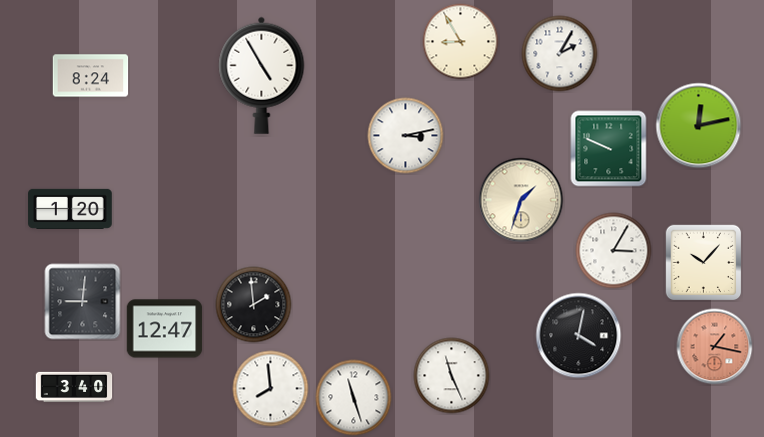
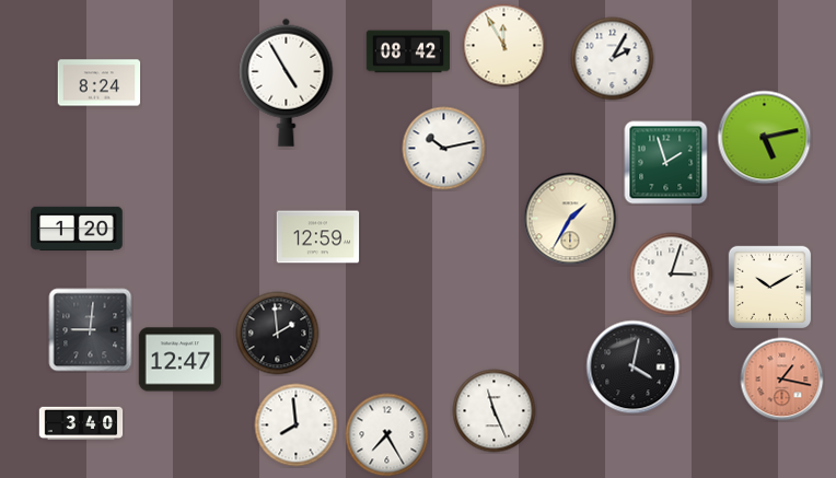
clock at (461, 42): 8:55 -> 11:55
clock at (408, 51): none -> 08:42
clock at (699, 126): 12:13 -> 5:13
clock at (406, 136): 3:13 -> 10:13
clock at (609, 149): 9:49 -> 1:57
clock at (521, 200): 1:33 -> 1:35
clock at (318, 237): none -> 12:59
clock at (614, 251): 3:05 -> 3:03
clock at (703, 262): 10:07 -> 10:10
clock at (354, 398): 11:27 -> 7:25
